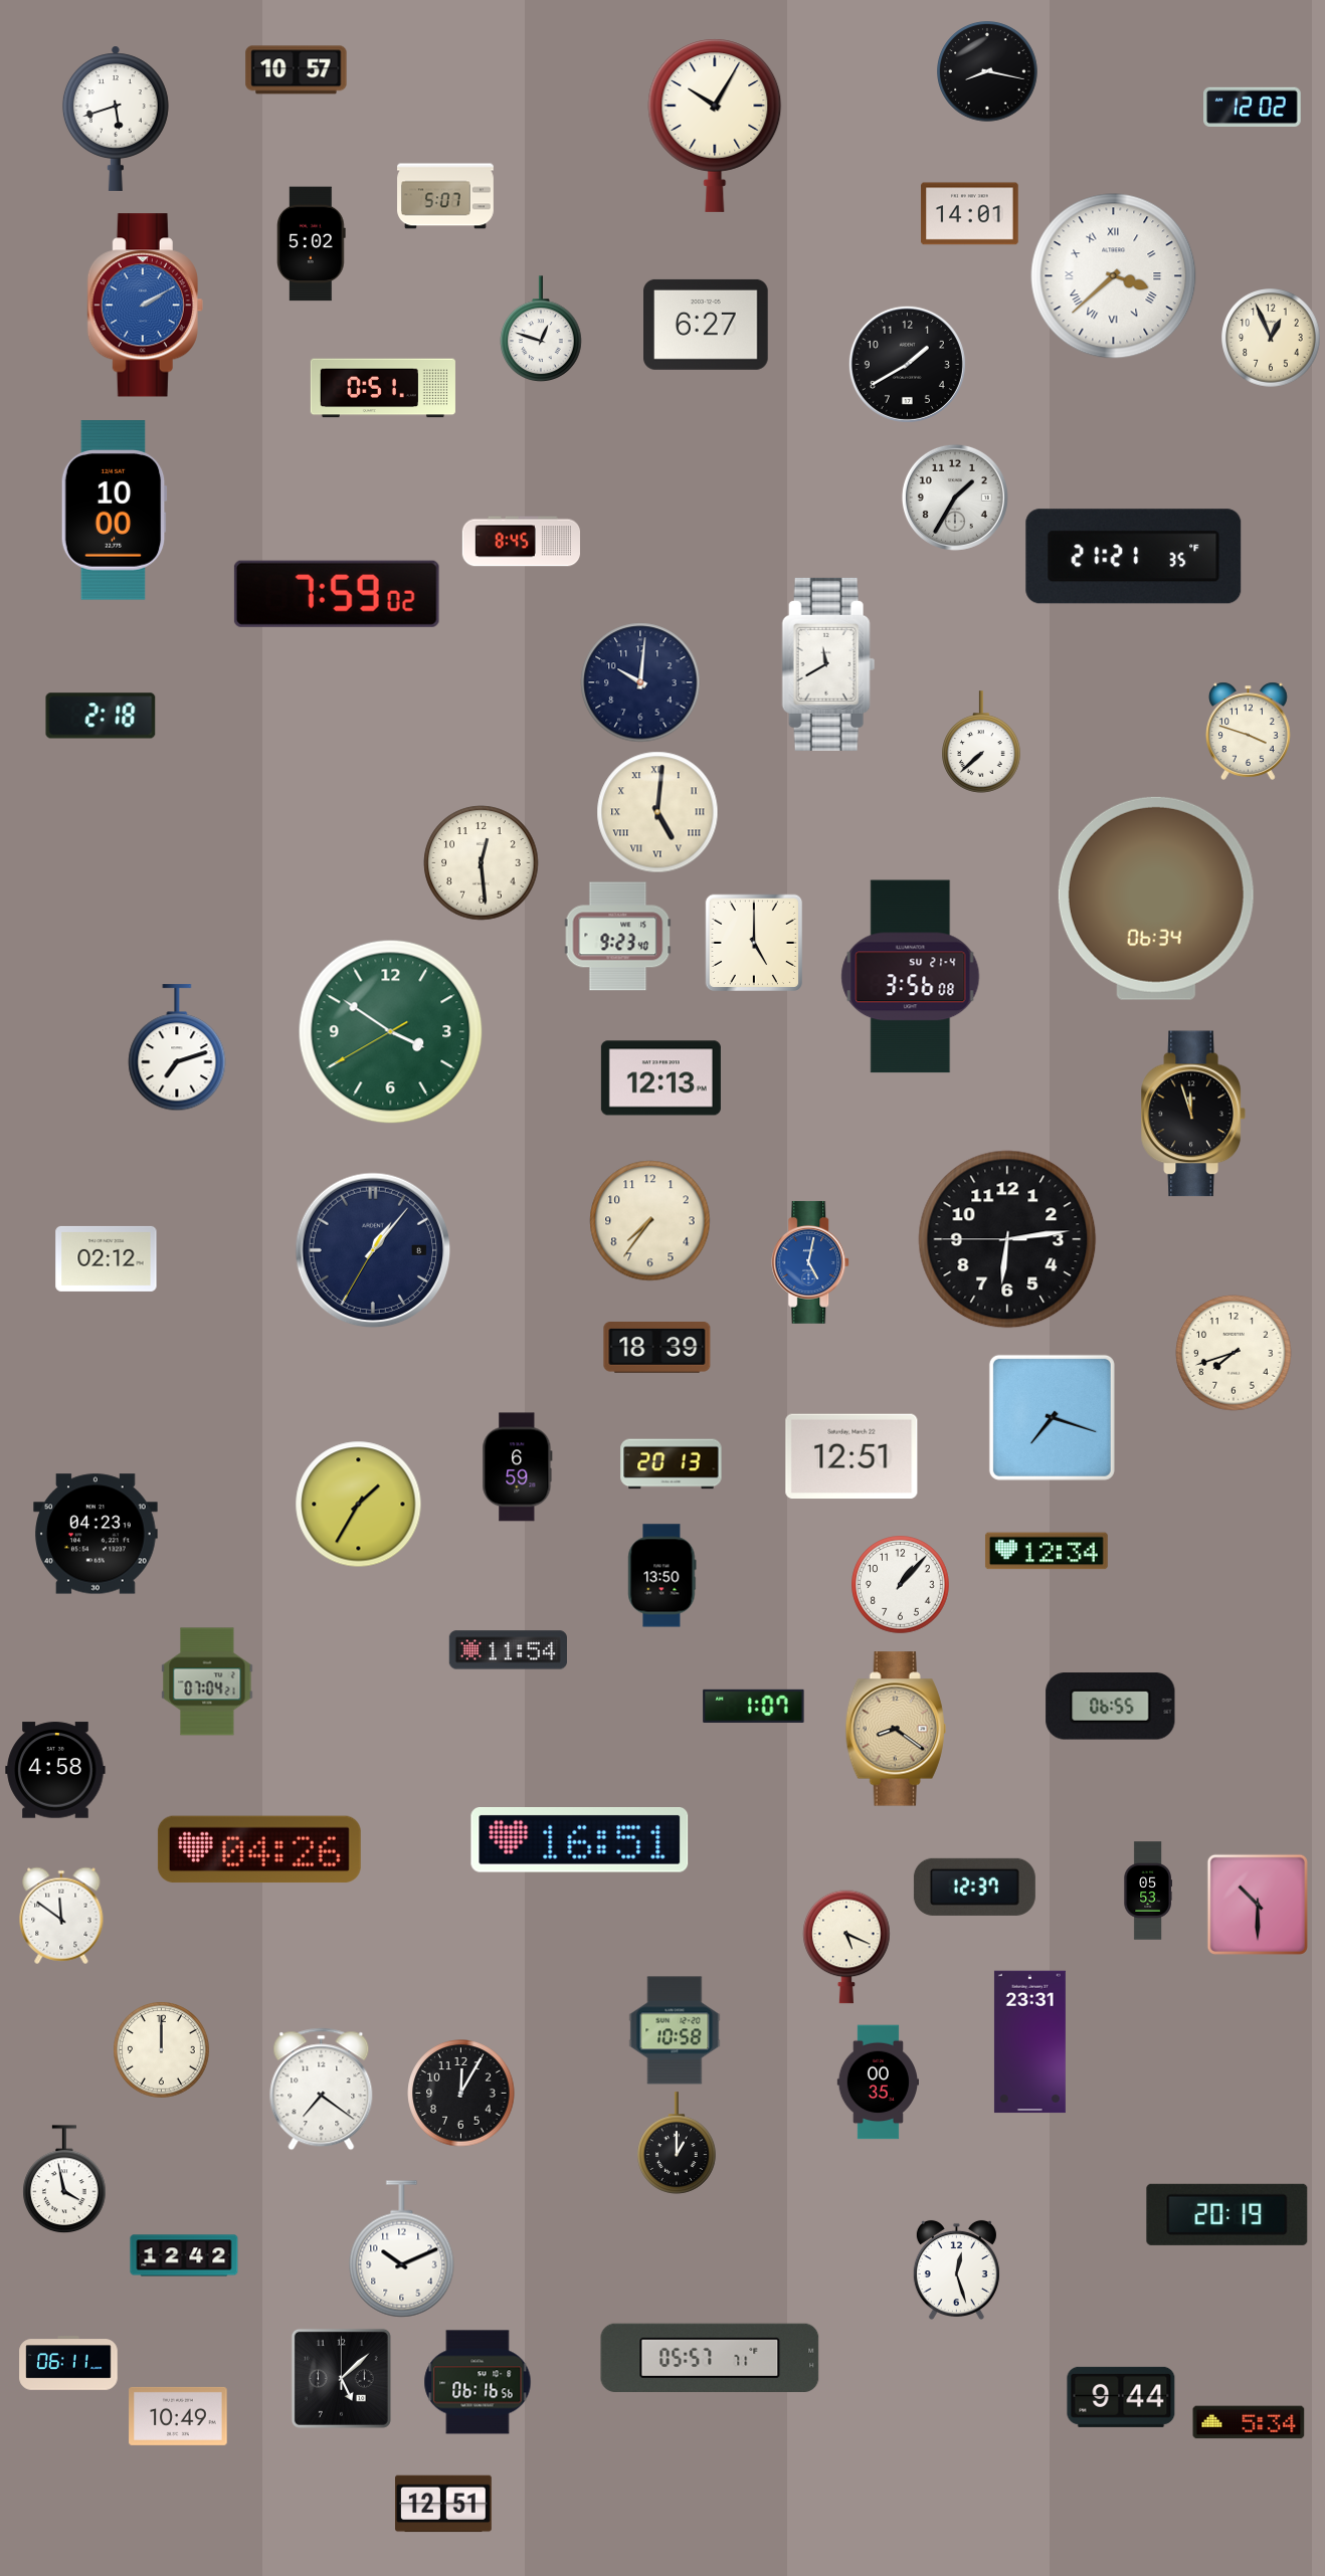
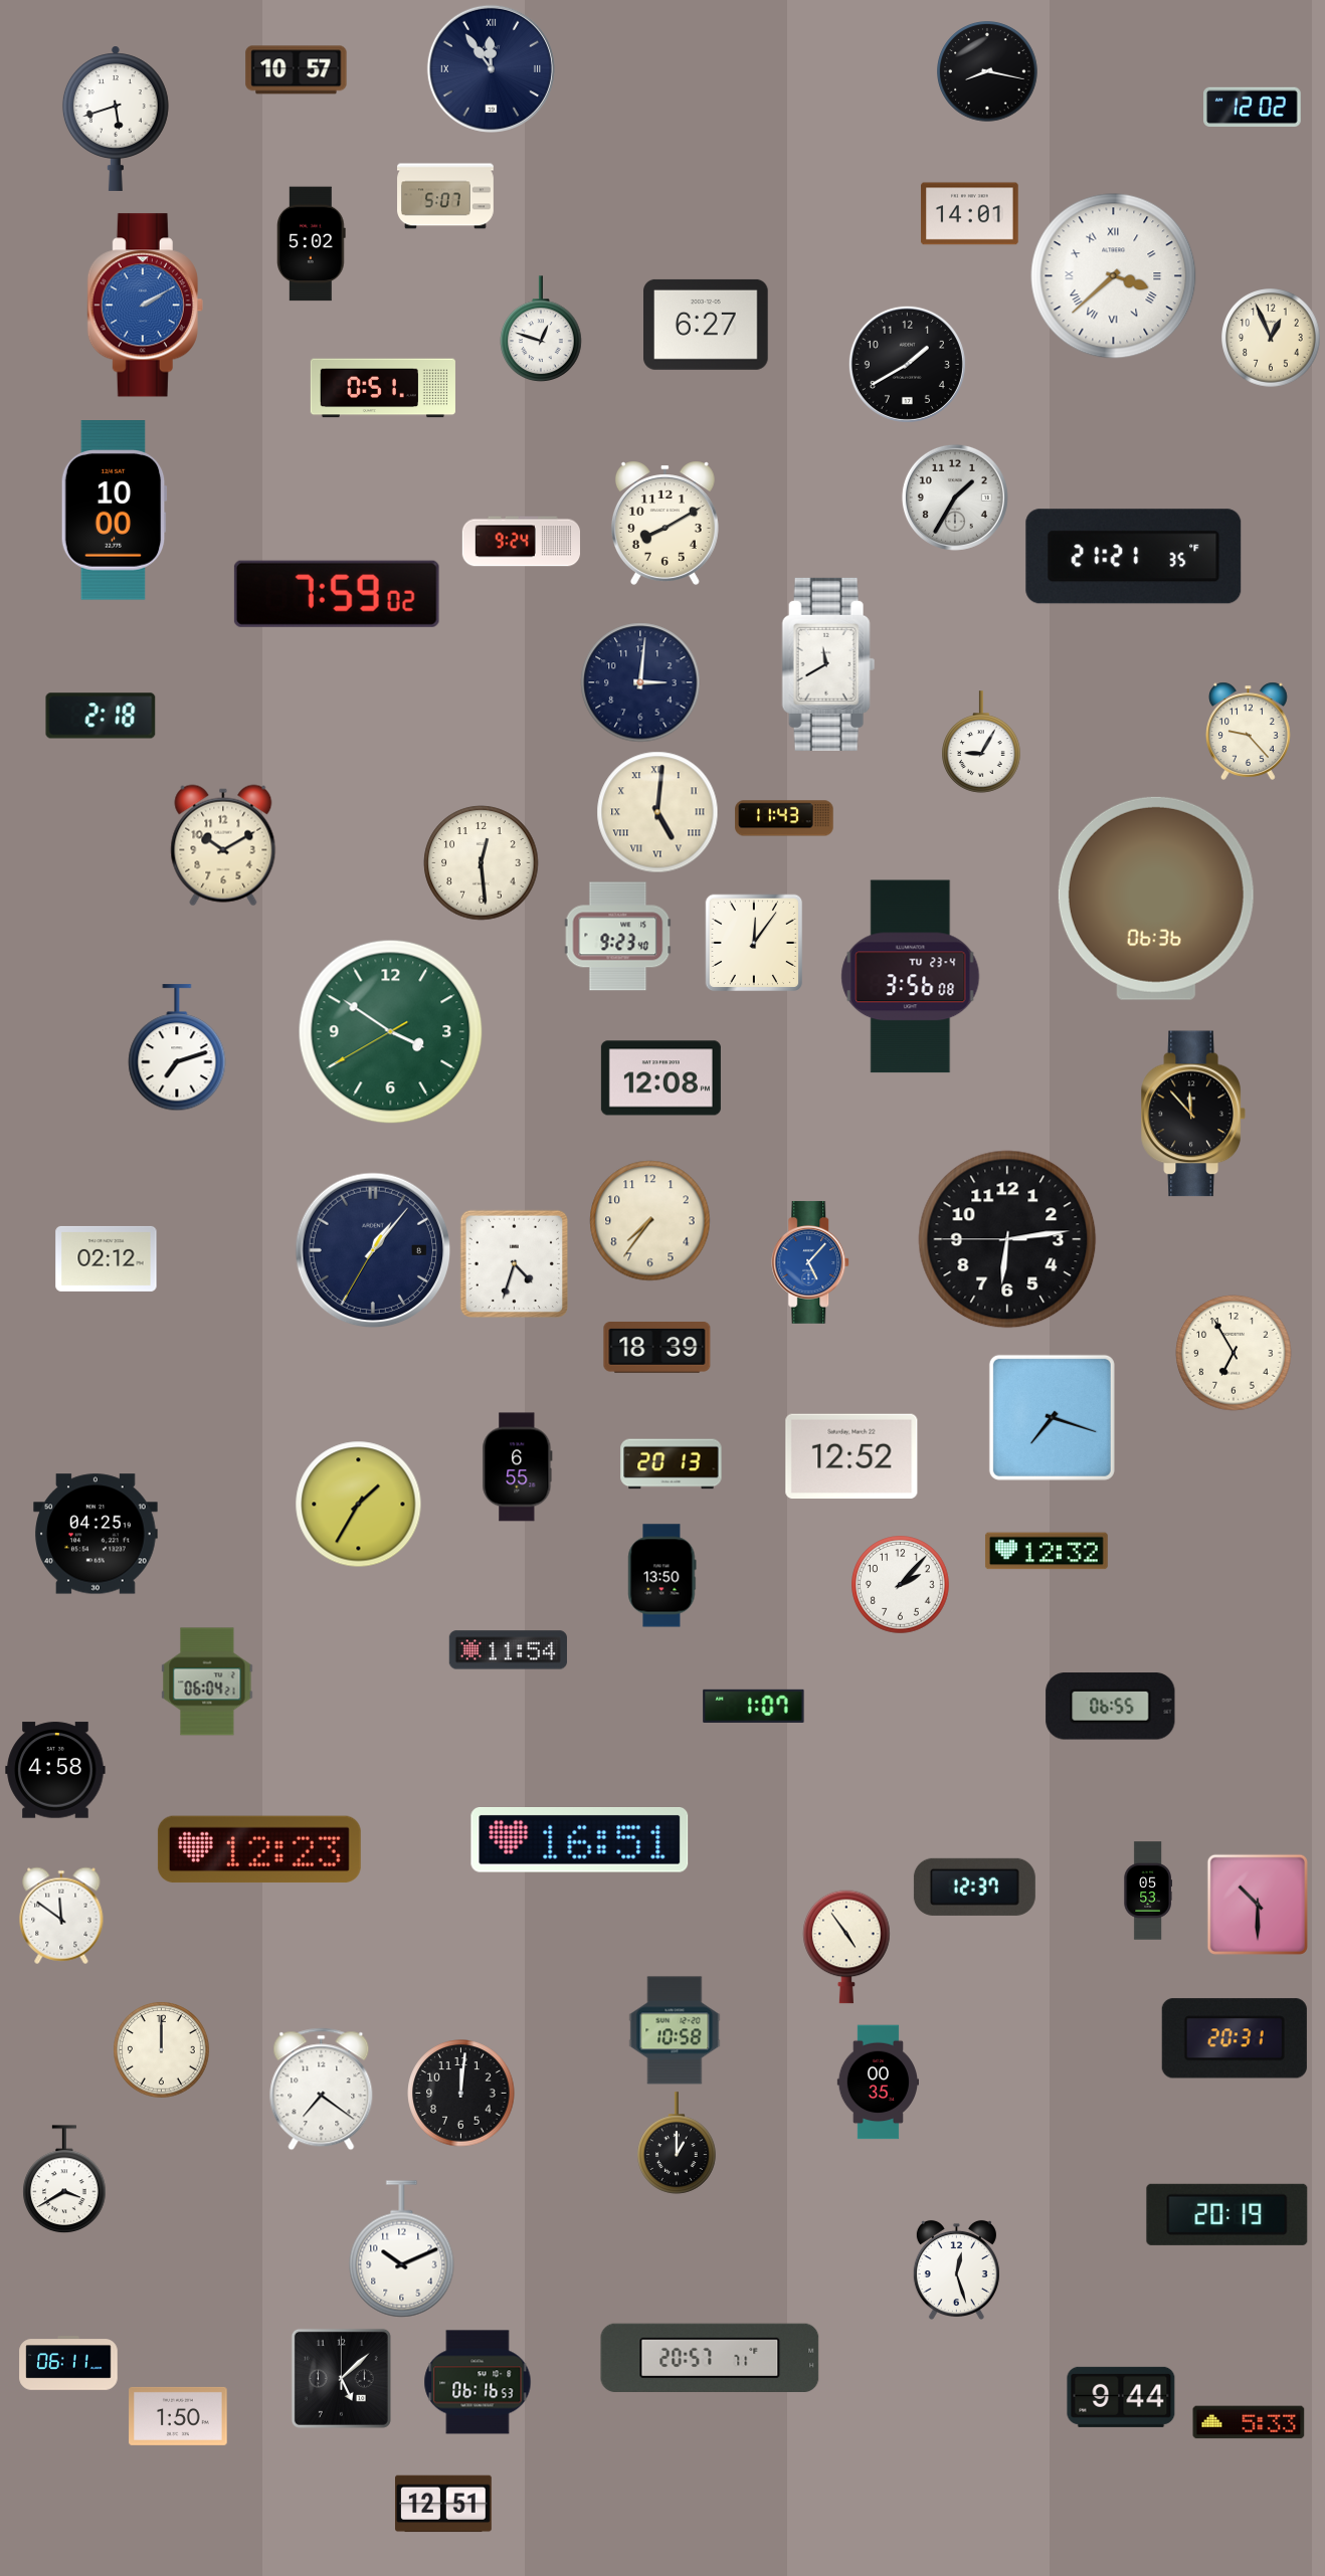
clock at (491, 68): none -> 11:54
clock at (715, 126): 10:05 -> none
clock at (665, 523): none -> 8:10
clock at (521, 542): 8:45 -> 9:24
clock at (640, 682): 10:01 -> 3:01
clock at (1249, 731): 3:48 -> 9:23
clock at (981, 742): 7:38 -> 9:05
clock at (784, 818): none -> 11:43
clock at (223, 845): none -> 10:10
clock at (1156, 899): 06:34 -> 06:36
clock at (754, 943): 5:00 -> 12:06
clock at (911, 977) date: SU 21-4 -> TU 23-4
clock at (660, 1078): 12:13 -> 12:08
clock at (1193, 1114): 11:57 -> 11:53
clock at (811, 1262): 5:02 -> 5:07
clock at (514, 1263): none -> 4:33
clock at (1234, 1353): 7:42 -> 6:55
clock at (851, 1456): 12:51 -> 12:52
clock at (518, 1467): 6:59 -> 6:55
clock at (96, 1534): 04:23 -> 04:25
clock at (1047, 1551): 12:34 -> 12:32
clock at (901, 1585): 1:07 -> 2:07
clock at (207, 1681): 07:04 -> 06:04
clock at (896, 1729): 8:21 -> none
clock at (259, 1849): 04:26 -> 12:23
clock at (846, 1947): 5:19 -> 4:54
clock at (1235, 2038): none -> 20:31
clock at (1029, 2042): 23:31 -> none
clock at (461, 2094): 12:05 -> 12:01
clock at (64, 2180): 3:58 -> 3:40
clock at (184, 2255): 12:42 -> none
clock at (710, 2357): 05:57 -> 20:57
clock at (478, 2382): 06:16:56 -> 06:16:53
clock at (178, 2416): 10:49 -> 1:50
clock at (1249, 2422): 5:34 -> 5:33
